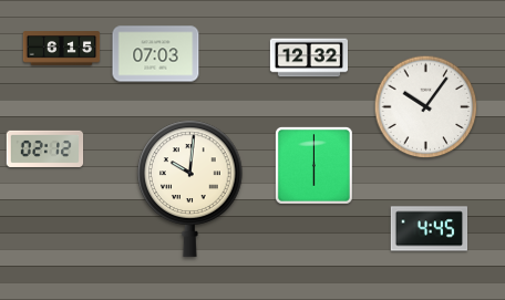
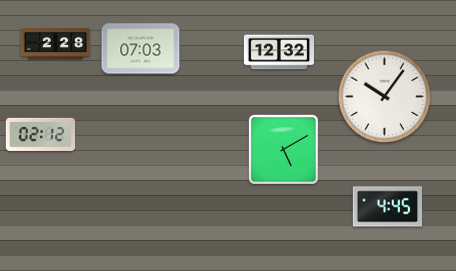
clock at (62, 49): 6:15 -> 2:28
clock at (313, 165): 6:00 -> 5:10
clock at (190, 188): 10:01 -> none
